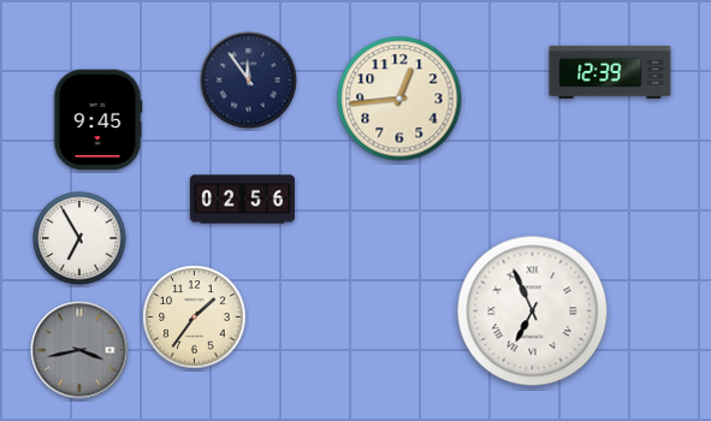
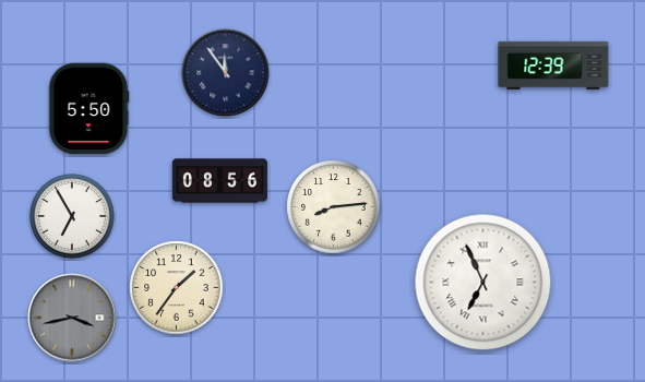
clock at (399, 99): 12:44 -> none
clock at (97, 120): 9:45 -> 5:50
clock at (242, 200): 02:56 -> 08:56
clock at (334, 207): none -> 8:14
